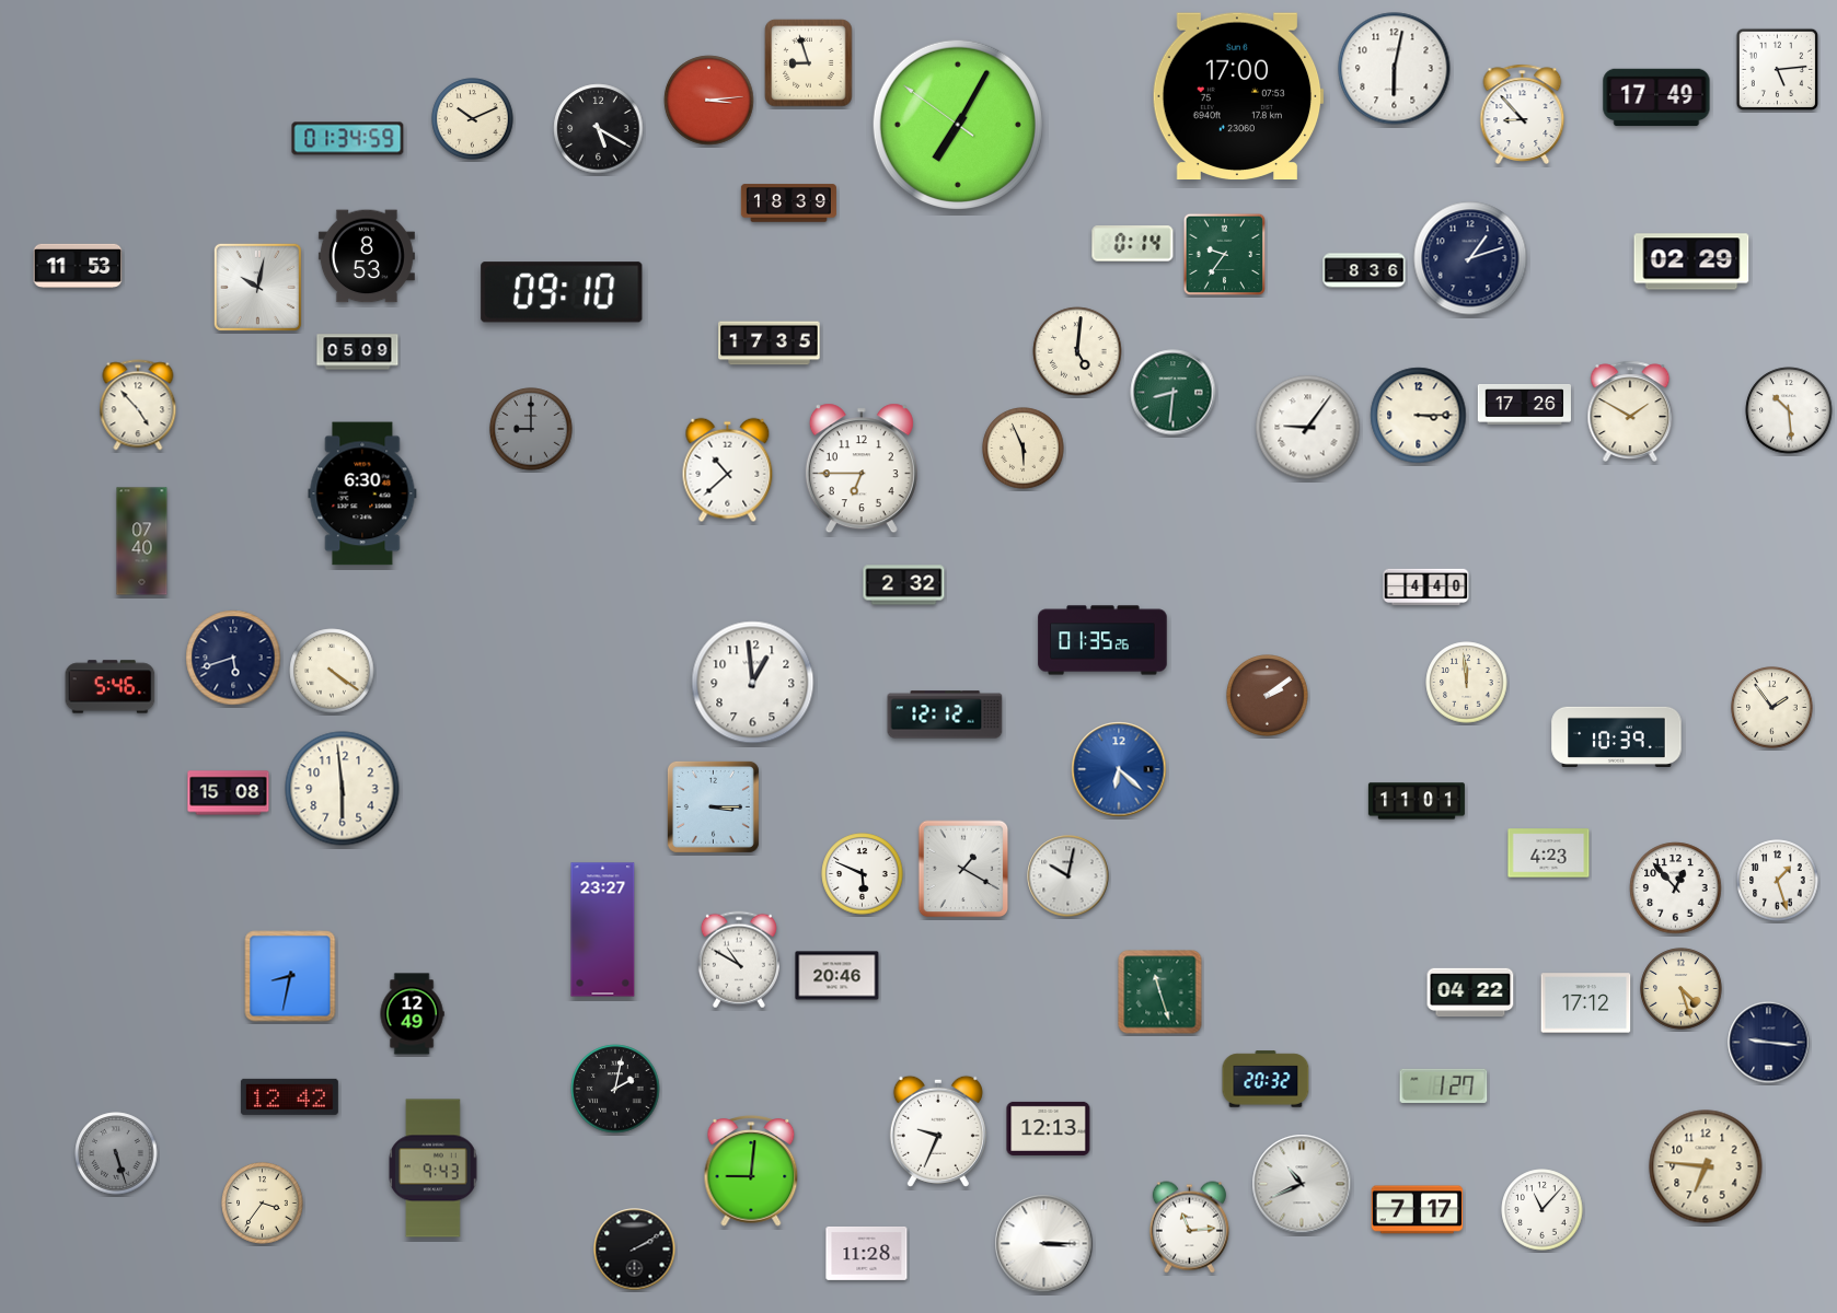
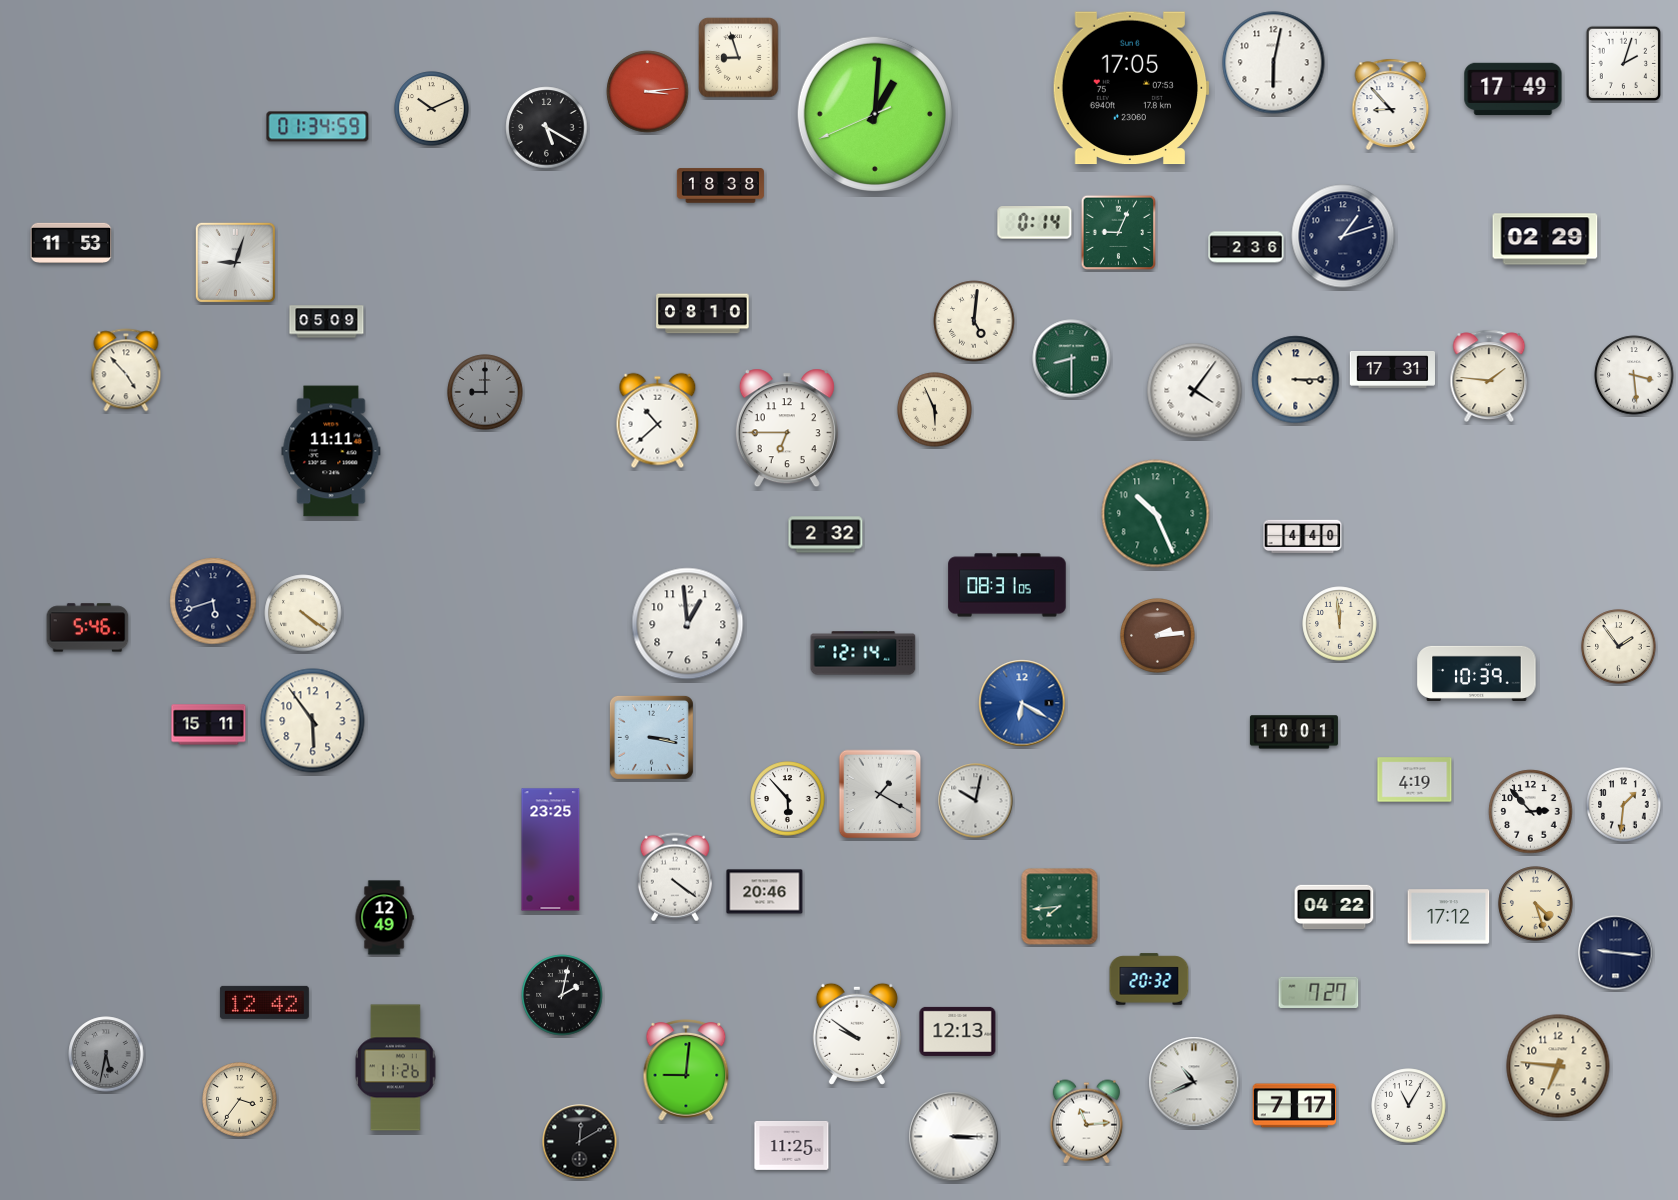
clock at (1778, 70): 5:14 -> 2:03
clock at (1238, 96): 17:00 -> 17:05
clock at (958, 125): 7:04 -> 1:00
clock at (599, 129) position: (599, 129) -> (547, 128)
clock at (788, 204): 18:39 -> 18:38
clock at (1225, 255): 9:36 -> 9:04
clock at (367, 256): 8:53 -> none
clock at (1364, 270): 8:36 -> 2:36
clock at (257, 287): 10:02 -> 9:03
clock at (562, 292): 09:10 -> none
clock at (770, 344): 17:35 -> 08:10
clock at (1077, 351) position: (1077, 351) -> (974, 321)
clock at (1174, 393): 8:31 -> 8:30
clock at (1524, 405): 17:26 -> 17:31
clock at (1630, 410): 1:50 -> 1:46
clock at (1789, 410): 10:29 -> 3:29
clock at (1308, 428): 9:06 -> 4:06
clock at (728, 470) position: (728, 470) -> (658, 421)
clock at (362, 493): 6:30 -> 11:11
clock at (142, 542): 07:40 -> none
clock at (1156, 514): none -> 10:26
clock at (1102, 640): 01:35 -> 08:31
clock at (111, 687) position: (111, 687) -> (88, 628)
clock at (1268, 696): 2:09 -> 2:14
clock at (945, 714): 12:12 -> 12:14
clock at (1119, 769): 6:22 -> 6:20
clock at (343, 789): 5:59 -> 5:54
clock at (229, 793): 15:08 -> 15:11
clock at (1417, 801): 11:01 -> 10:01
clock at (713, 806): 3:15 -> 3:17
clock at (1549, 853): 4:23 -> 4:19
clock at (863, 874): 5:49 -> 5:53
clock at (1778, 881): 1:27 -> 1:31
clock at (1676, 888): 12:53 -> 2:53
clock at (603, 930): 23:27 -> 23:25
clock at (739, 960): 10:50 -> 4:21
clock at (290, 976): 8:32 -> none
clock at (1160, 992): 11:27 -> 7:44
clock at (1470, 992) position: (1470, 992) -> (1334, 907)
clock at (412, 1014) position: (412, 1014) -> (384, 918)
clock at (1266, 1079) position: (1266, 1079) -> (1149, 979)
clock at (1444, 1085): 1:27 -> 7:27
clock at (938, 1131): 9:34 -> 9:51
clock at (116, 1153): 5:27 -> 5:32
clock at (434, 1169): 9:43 -> 11:26
clock at (1302, 1184) position: (1302, 1184) -> (1194, 1082)
clock at (1543, 1210): 11:07 -> 11:05
clock at (635, 1250): 2:10 -> 12:10
clock at (867, 1253): 11:28 -> 11:25
